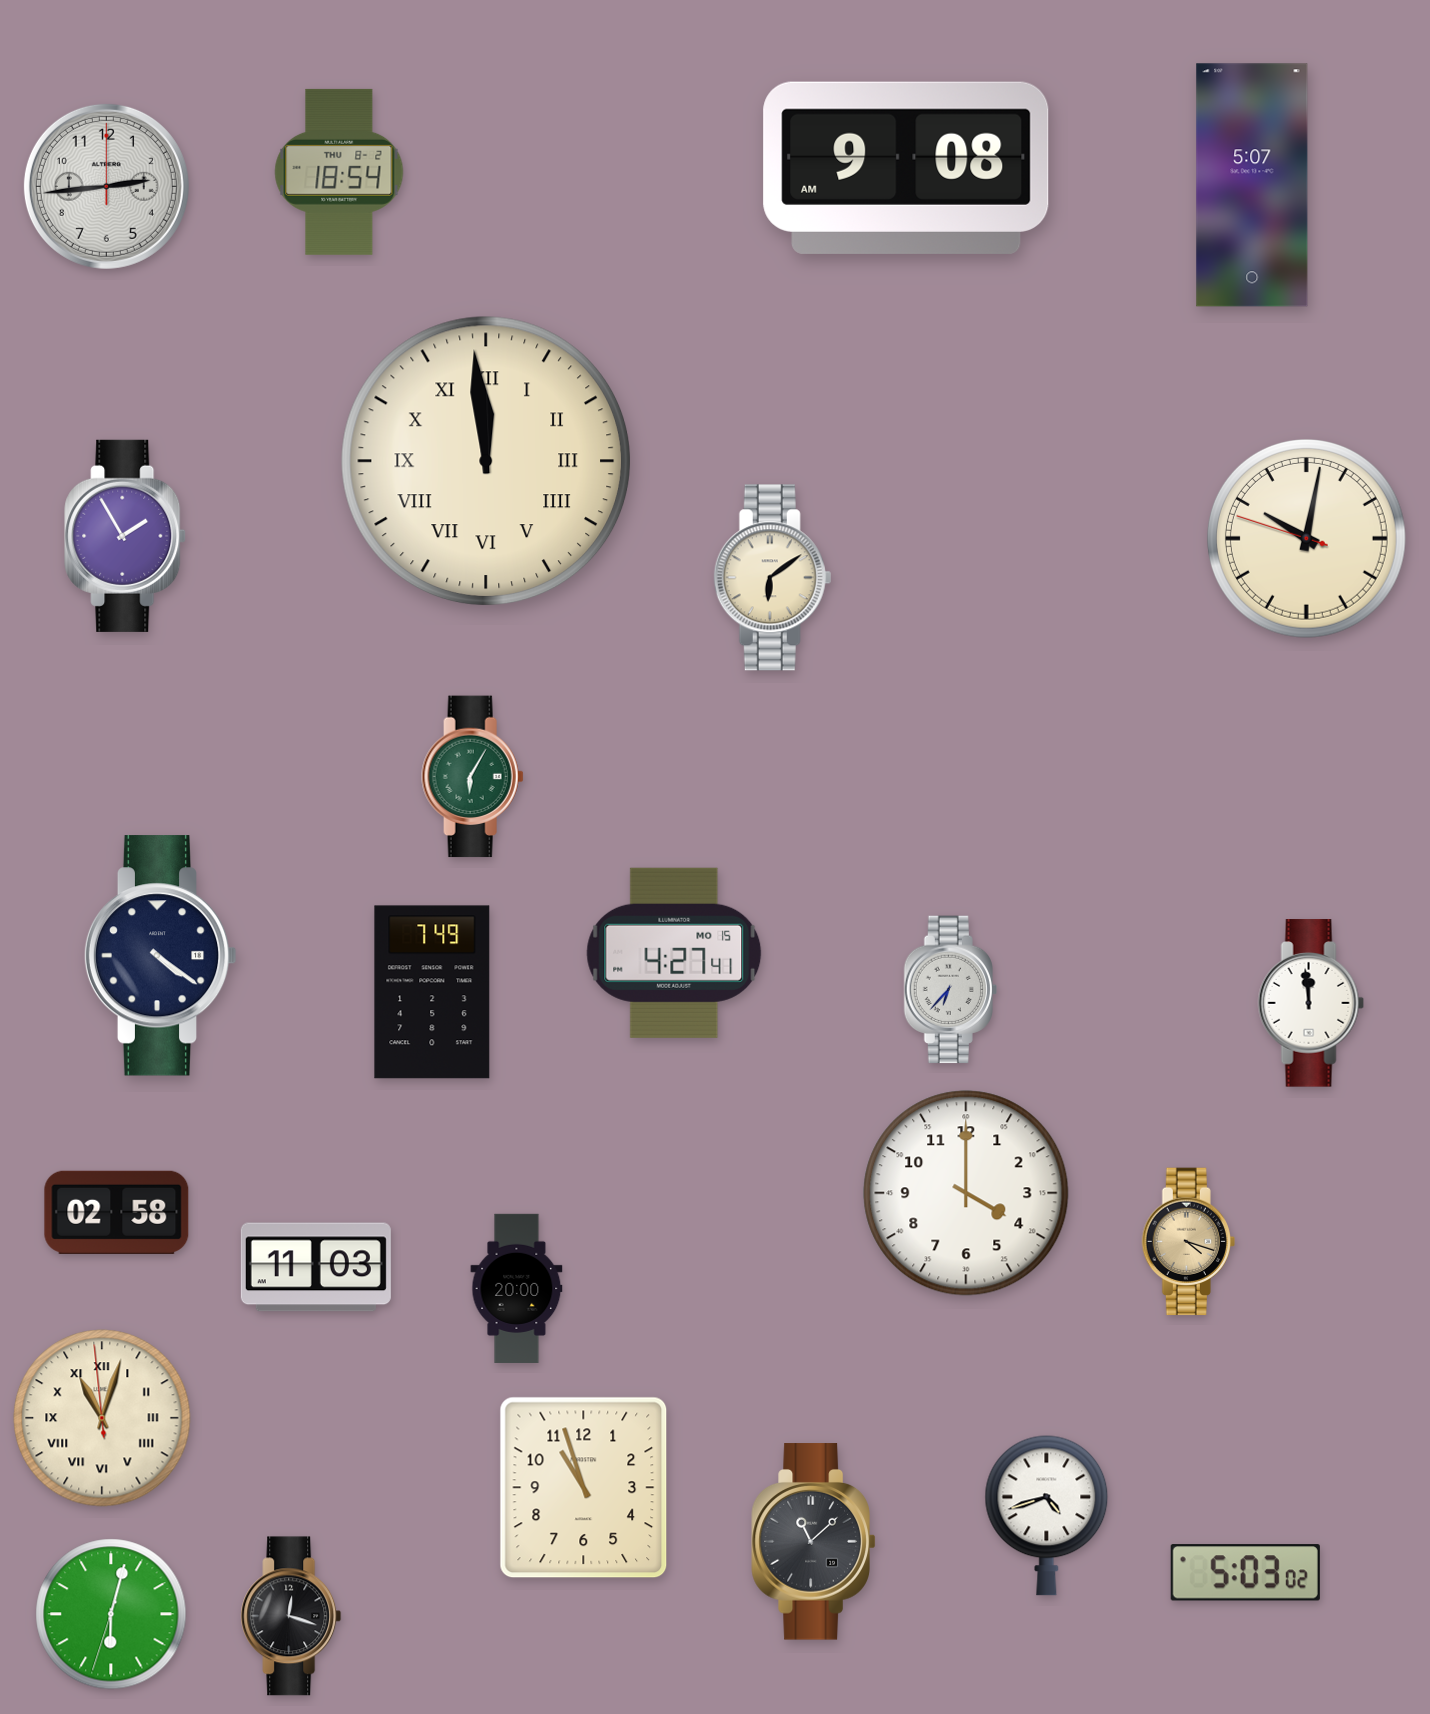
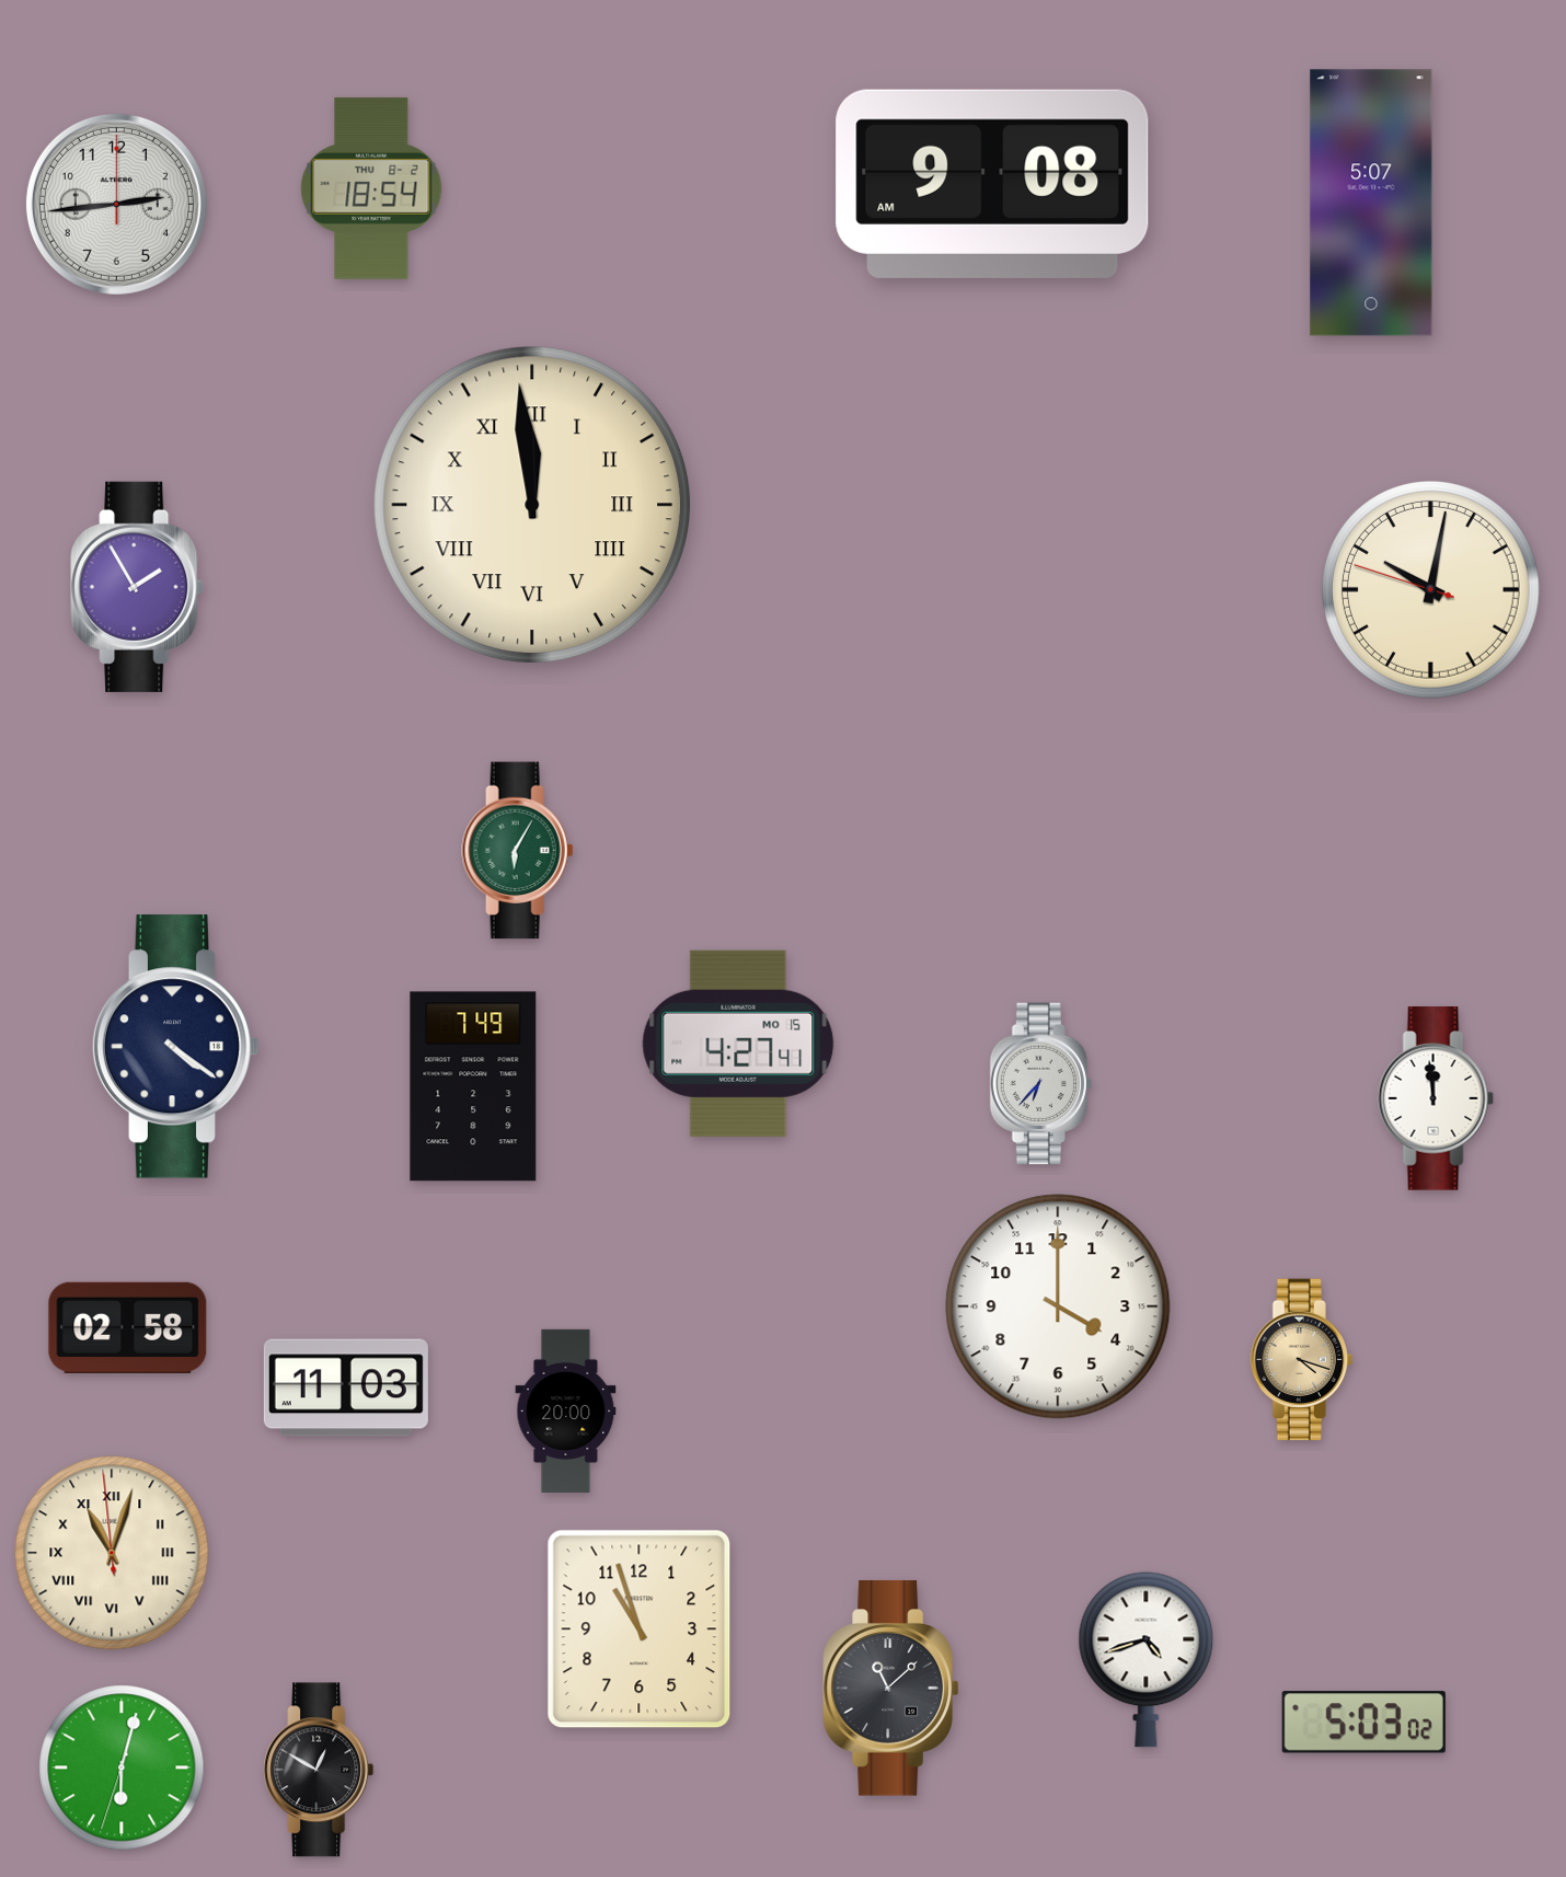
clock at (773, 578): 6:09 -> none
clock at (291, 1616): 12:18 -> 12:50
